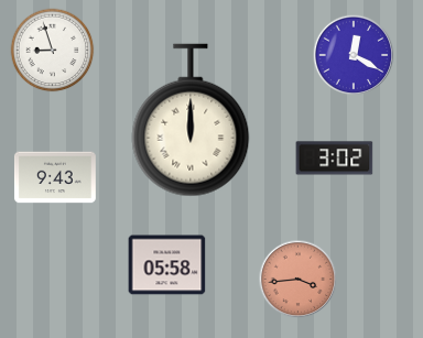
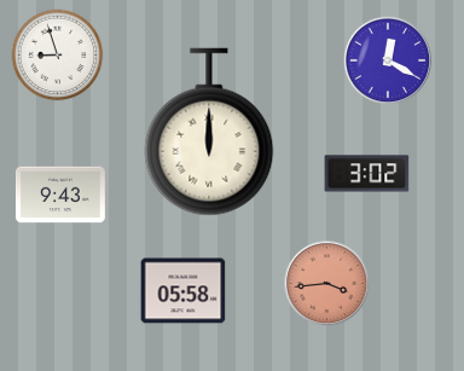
clock at (299, 280) position: (299, 280) -> (327, 284)
